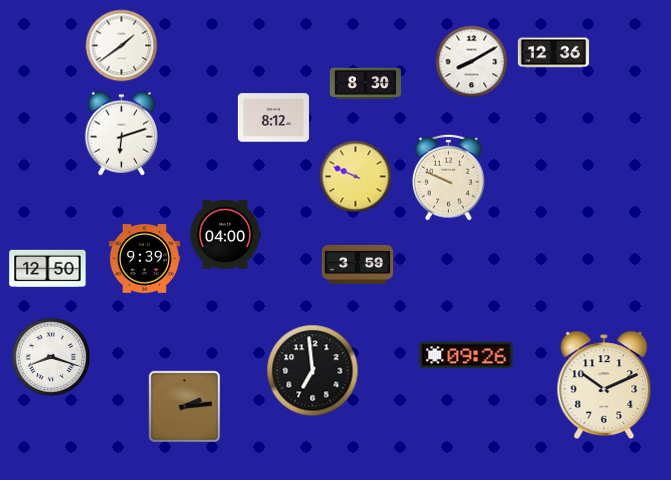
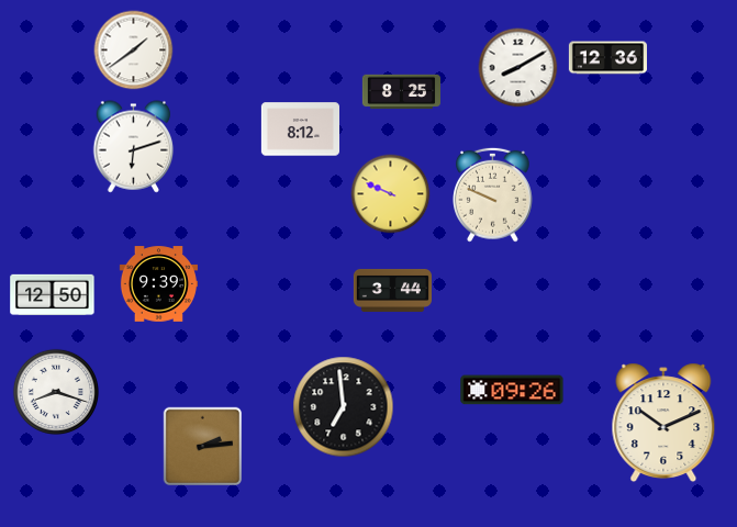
clock at (365, 84): 8:30 -> 8:25
clock at (225, 234): 04:00 -> none
clock at (357, 264): 3:59 -> 3:44
